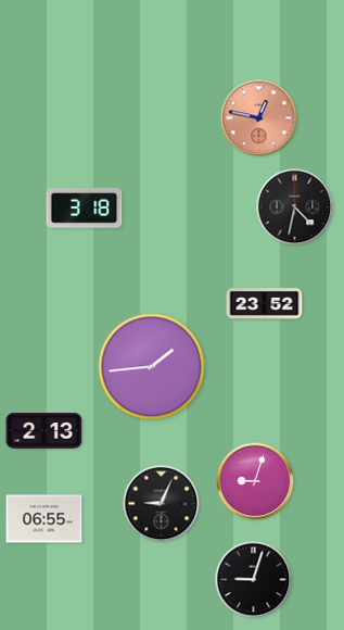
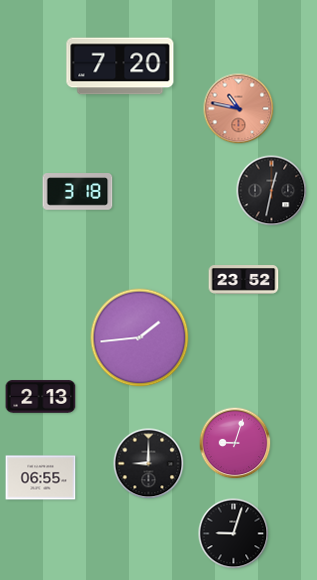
clock at (120, 66): none -> 7:20
clock at (259, 118): 12:47 -> 10:47
clock at (295, 207): 4:32 -> 12:32
clock at (162, 504): 9:04 -> 9:00
